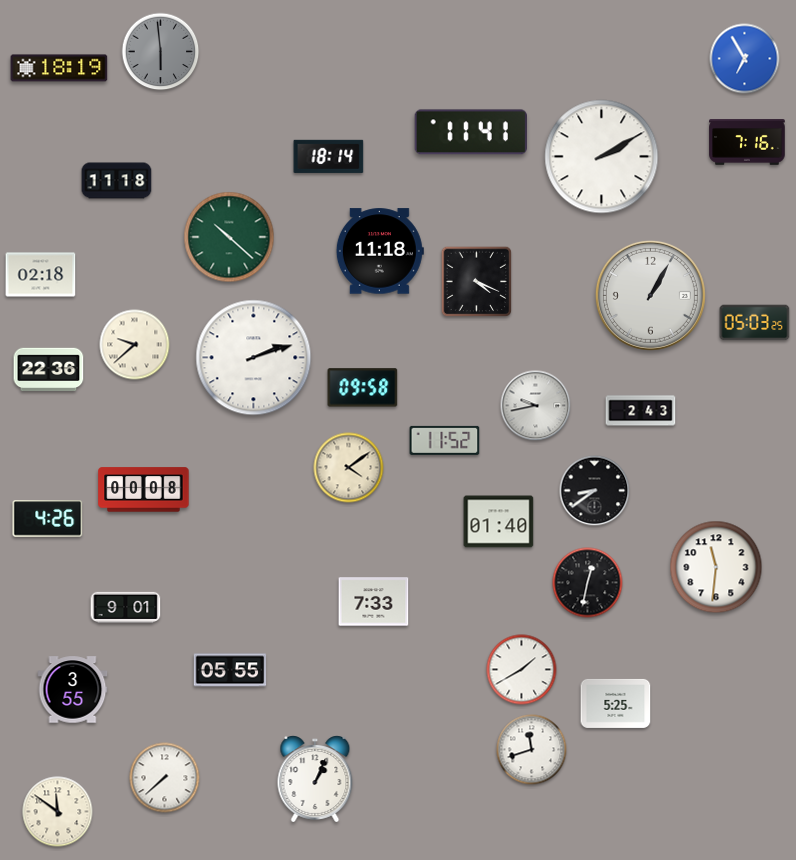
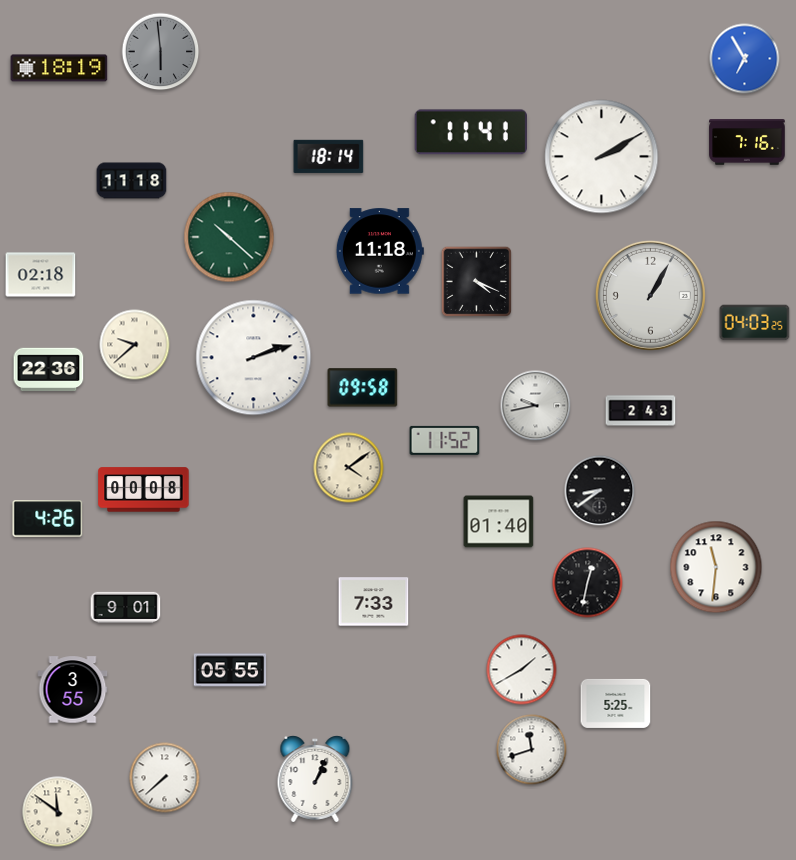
clock at (117, 181) position: (117, 181) -> (132, 181)
clock at (755, 323): 05:03 -> 04:03
clock at (595, 491) position: (595, 491) -> (600, 491)
